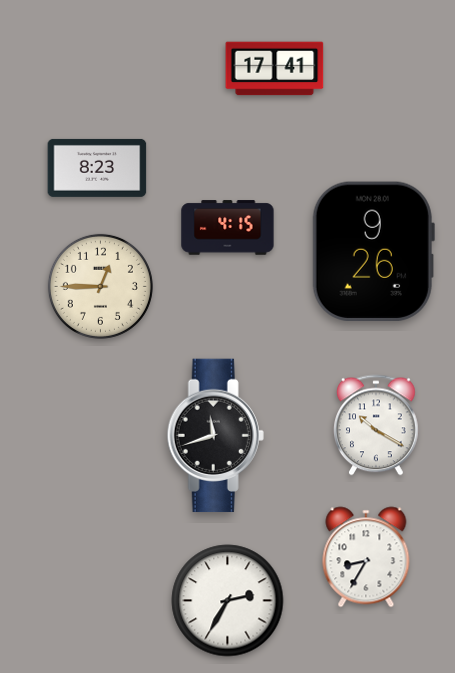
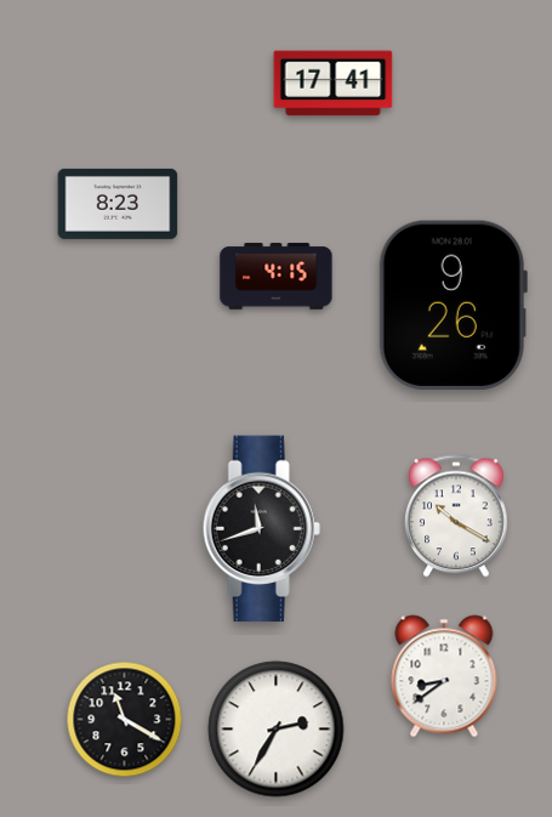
clock at (100, 286): 12:45 -> none
clock at (366, 557): 8:35 -> 8:39
clock at (125, 720): none -> 11:20
